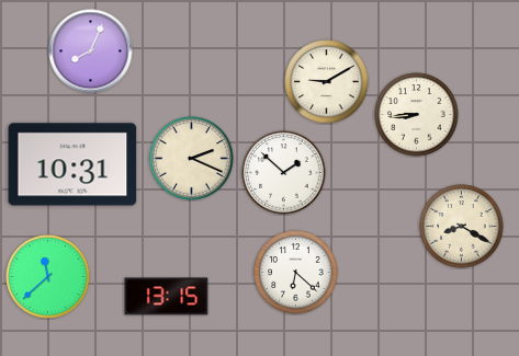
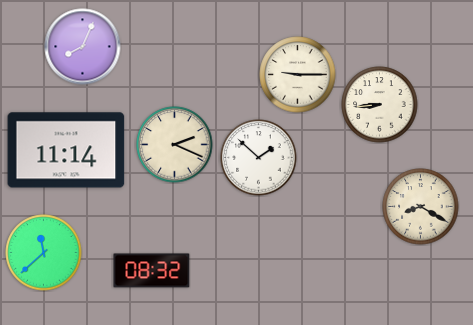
clock at (327, 82): 9:10 -> 9:15
clock at (72, 164): 10:31 -> 11:14
clock at (296, 273): 6:22 -> none
clock at (167, 297): 13:15 -> 08:32
